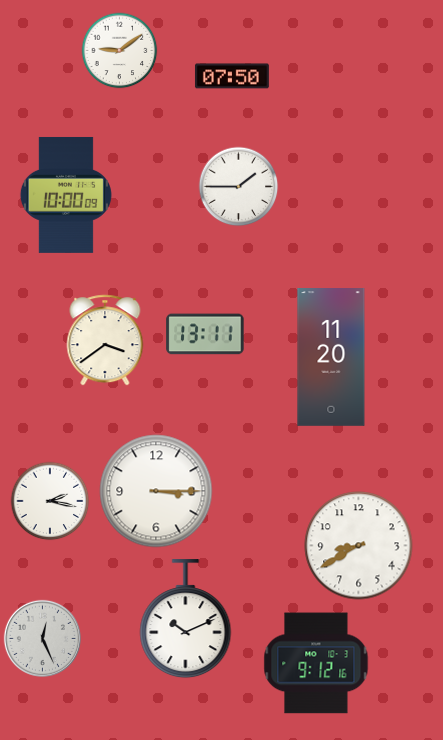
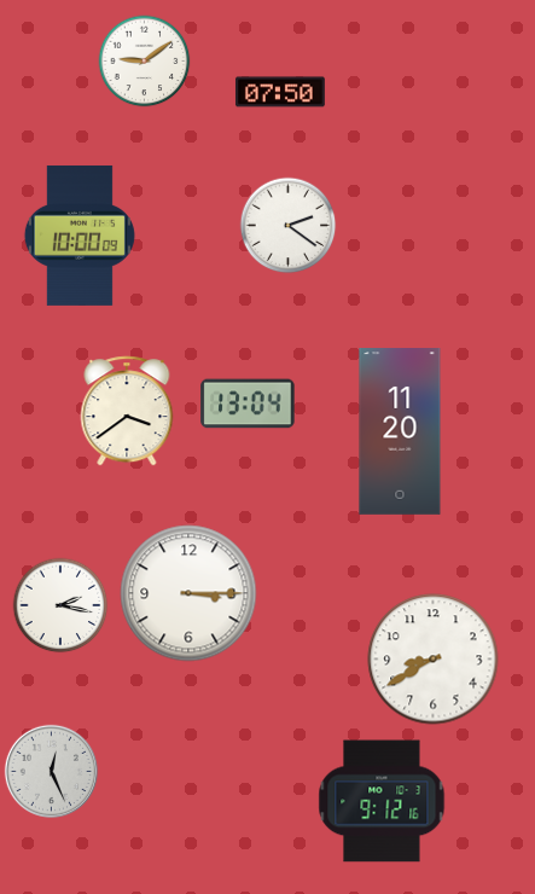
clock at (239, 187): 1:45 -> 2:21
clock at (205, 334): 13:11 -> 13:04
clock at (186, 619): 10:11 -> none
